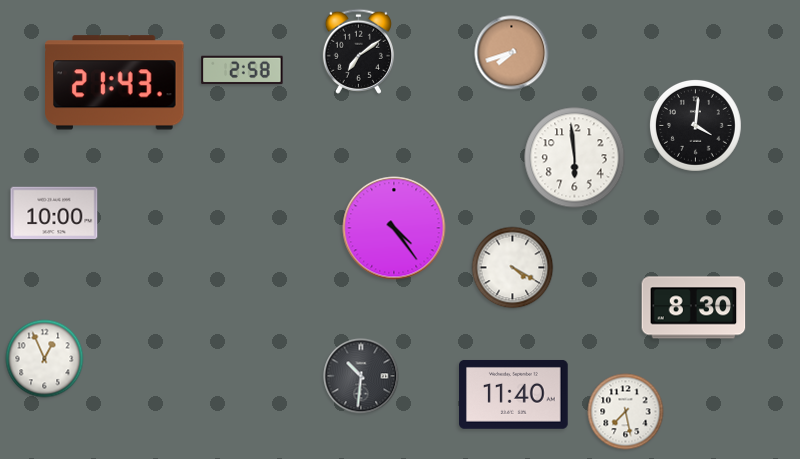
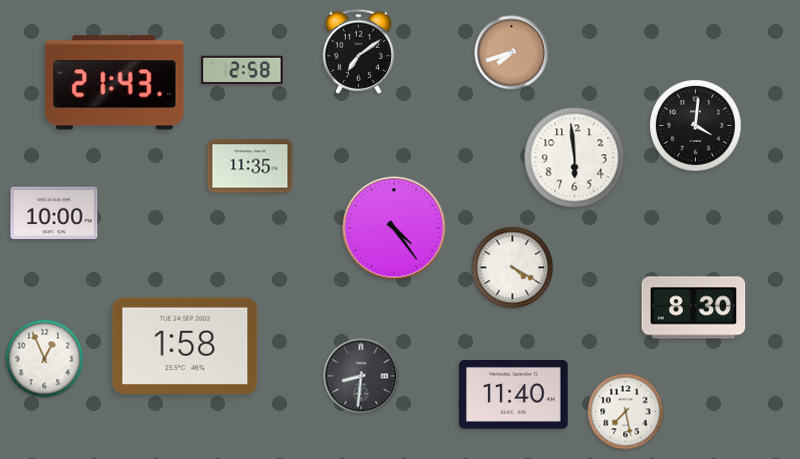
clock at (250, 166): none -> 11:35
clock at (185, 346): none -> 1:58
clock at (361, 376): 10:31 -> 8:31
